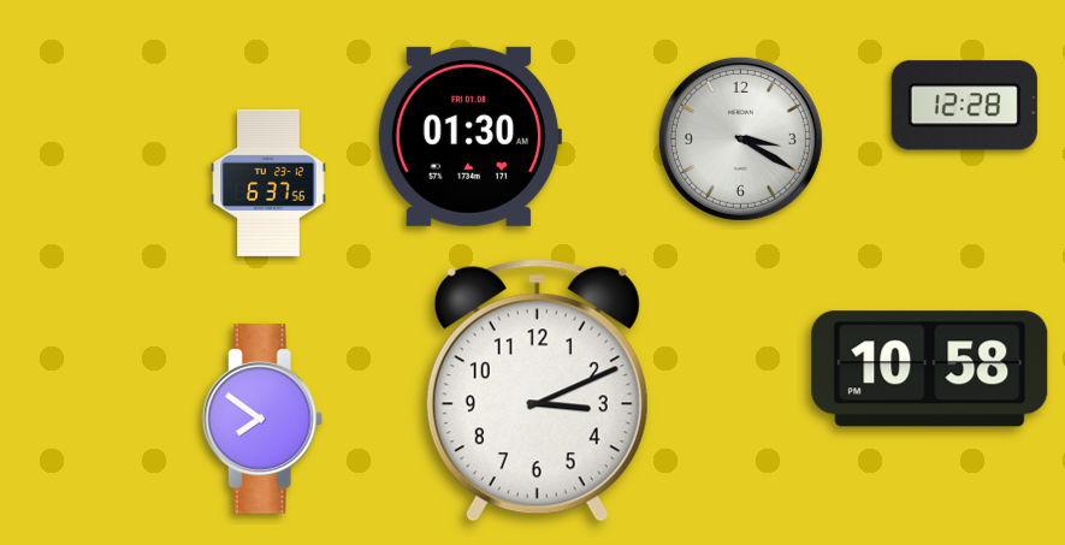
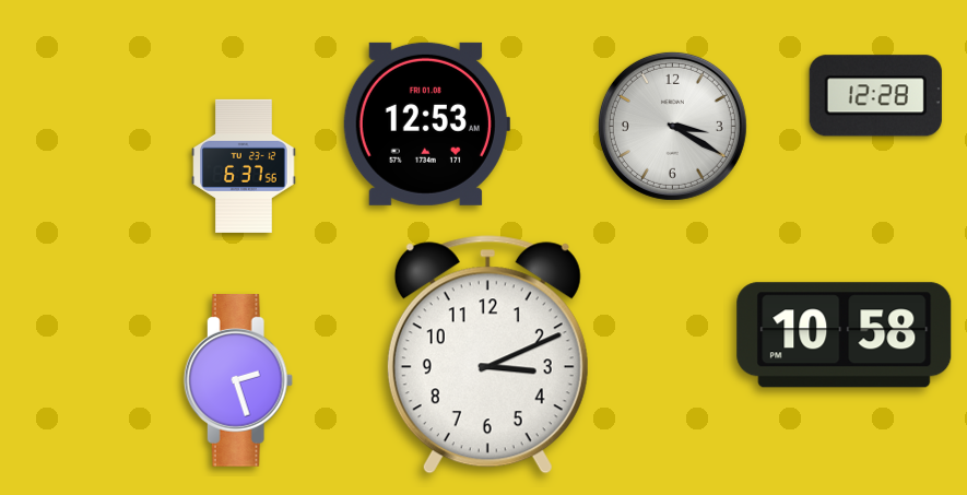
clock at (469, 136): 01:30 -> 12:53
clock at (262, 420): 7:51 -> 2:27
